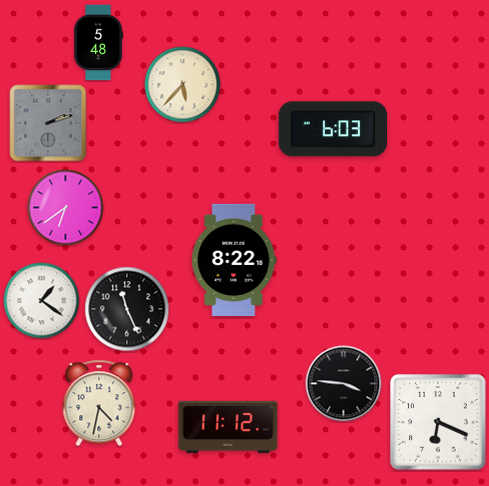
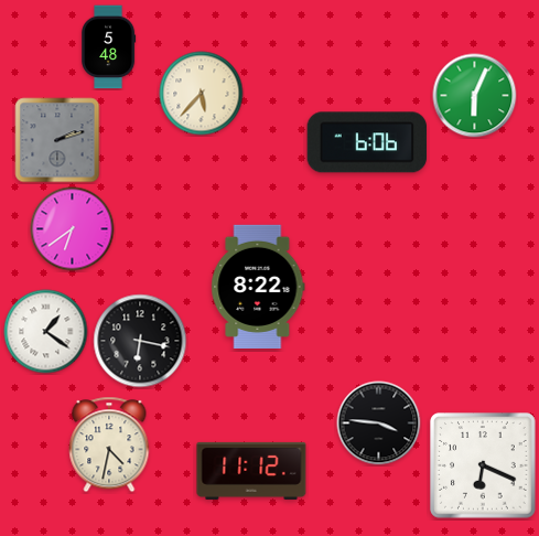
clock at (475, 96): none -> 6:04
clock at (48, 123) position: (48, 123) -> (57, 140)
clock at (333, 129): 6:03 -> 6:06
clock at (127, 309): 11:26 -> 6:17
